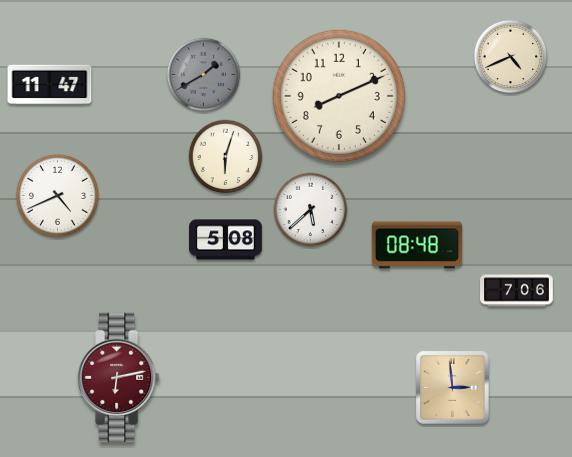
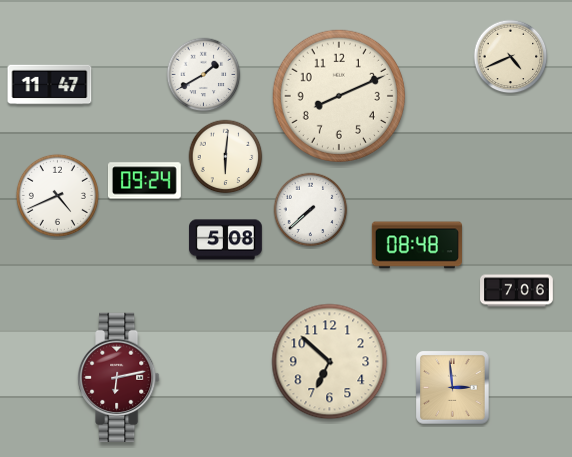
clock at (204, 75) dial: grey -> white
clock at (226, 157): 6:03 -> 6:01
clock at (145, 181): none -> 09:24
clock at (311, 210): 5:38 -> 7:38
clock at (330, 362): none -> 6:52
